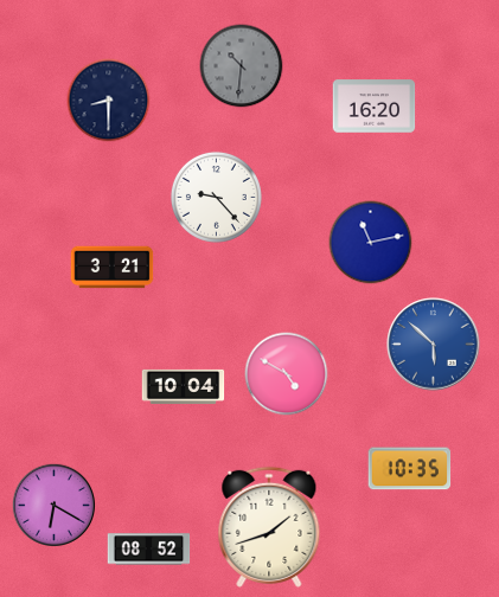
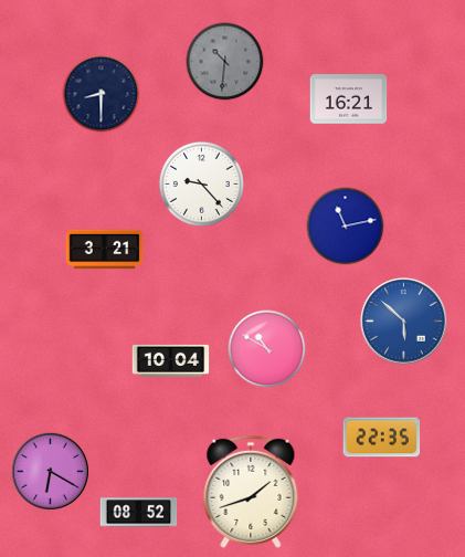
clock at (375, 107): 16:20 -> 16:21
clock at (287, 374): 4:50 -> 10:50
clock at (410, 469): 10:35 -> 22:35
